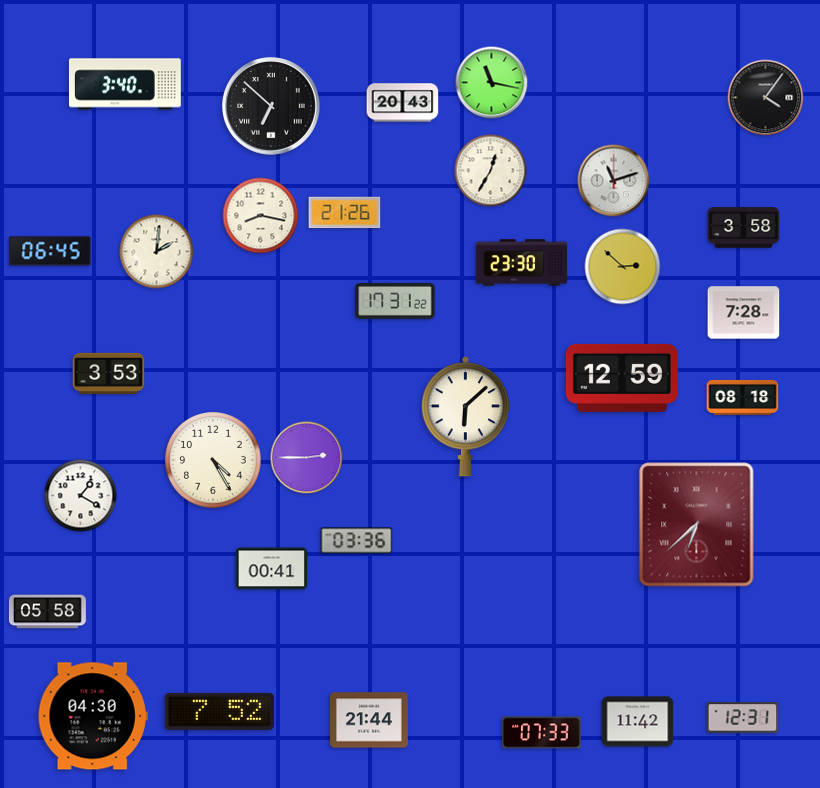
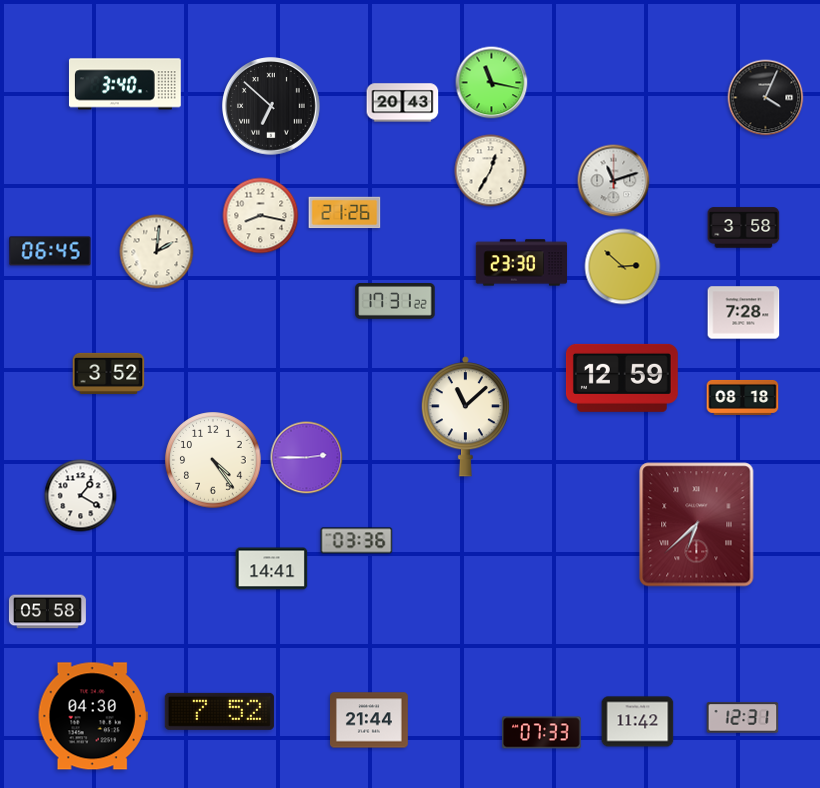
clock at (766, 98): 4:06 -> 4:04
clock at (109, 373): 3:53 -> 3:52
clock at (465, 417): 6:08 -> 11:08
clock at (213, 460): 4:25 -> 4:24
clock at (272, 569): 00:41 -> 14:41
